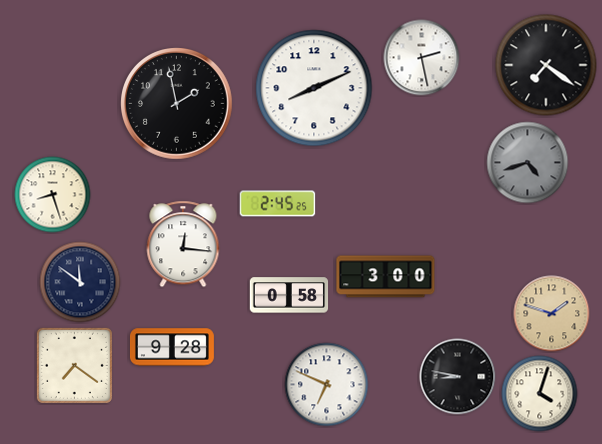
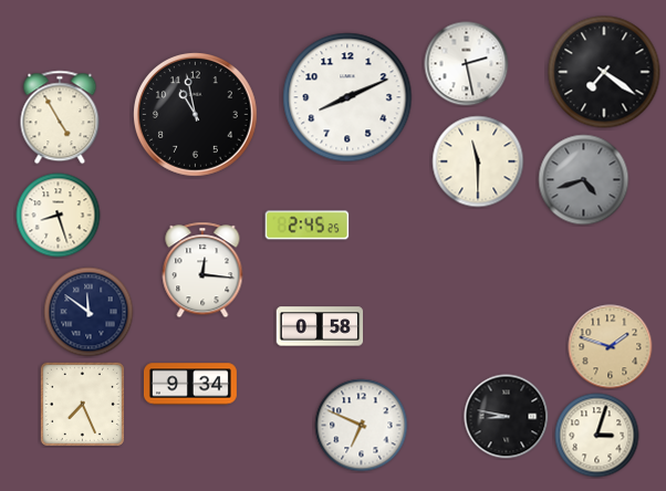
clock at (177, 104): 1:58 -> 10:58
clock at (60, 117): none -> 4:55
clock at (478, 161): none -> 11:30
clock at (386, 277): 3:00 -> none
clock at (172, 347): 9:28 -> 9:34
clock at (74, 365): 7:21 -> 7:26
clock at (540, 394): 4:03 -> 3:03
